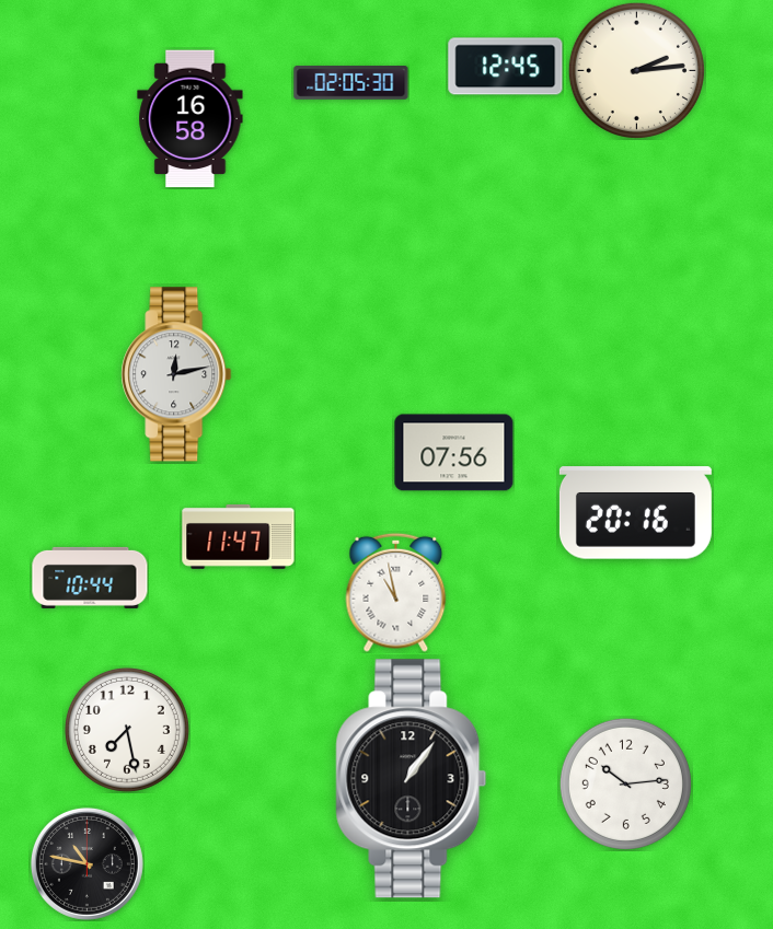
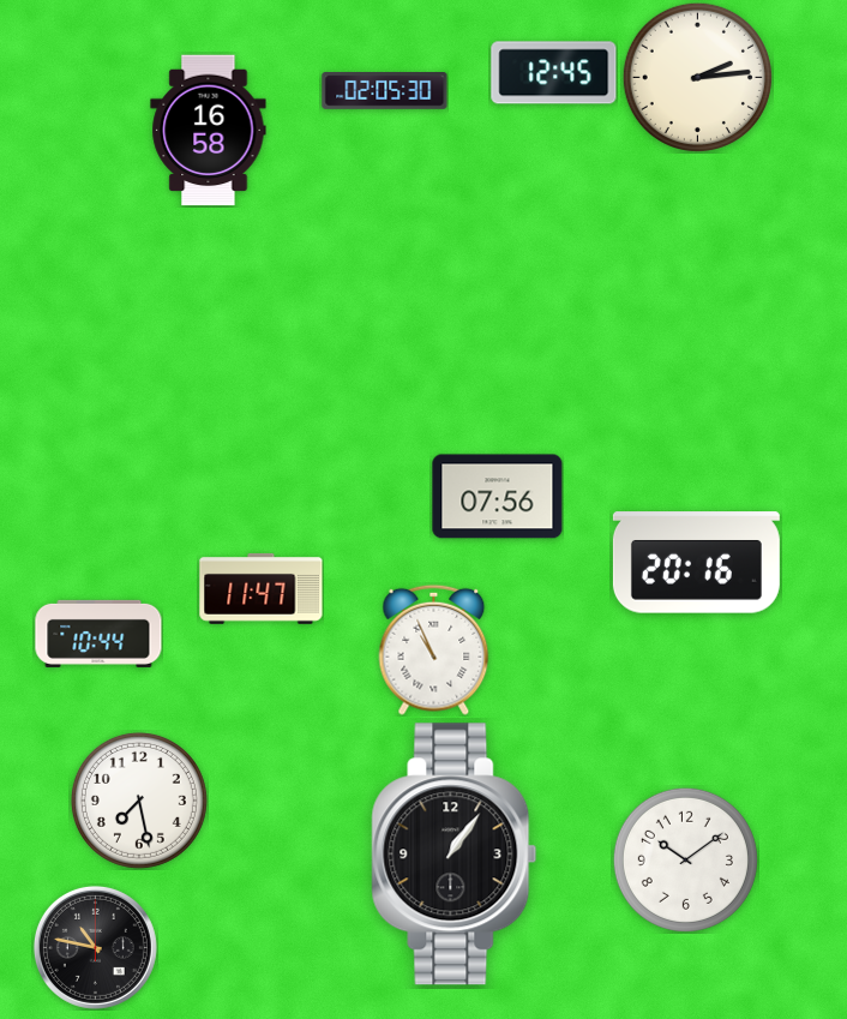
clock at (176, 374): 12:13 -> none
clock at (396, 592): 10:58 -> 10:56
clock at (412, 779) position: (412, 779) -> (455, 855)
clock at (625, 783): 10:14 -> 10:09
